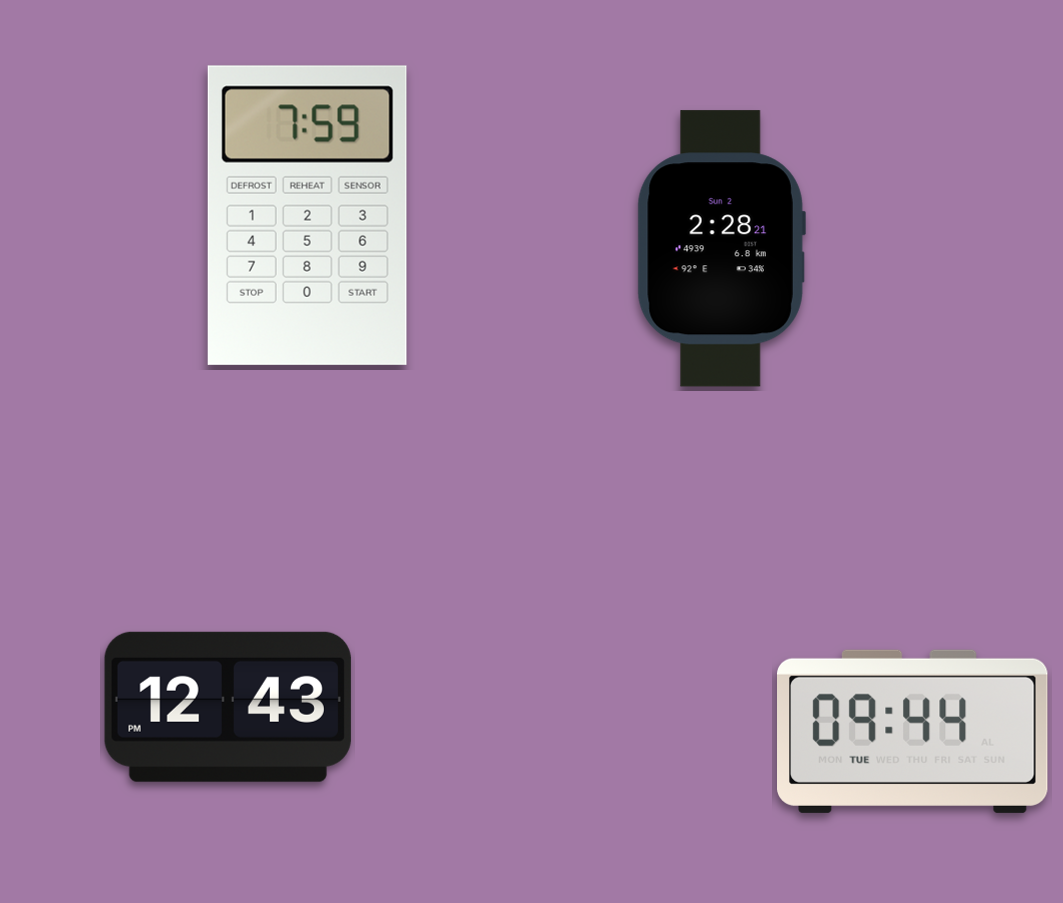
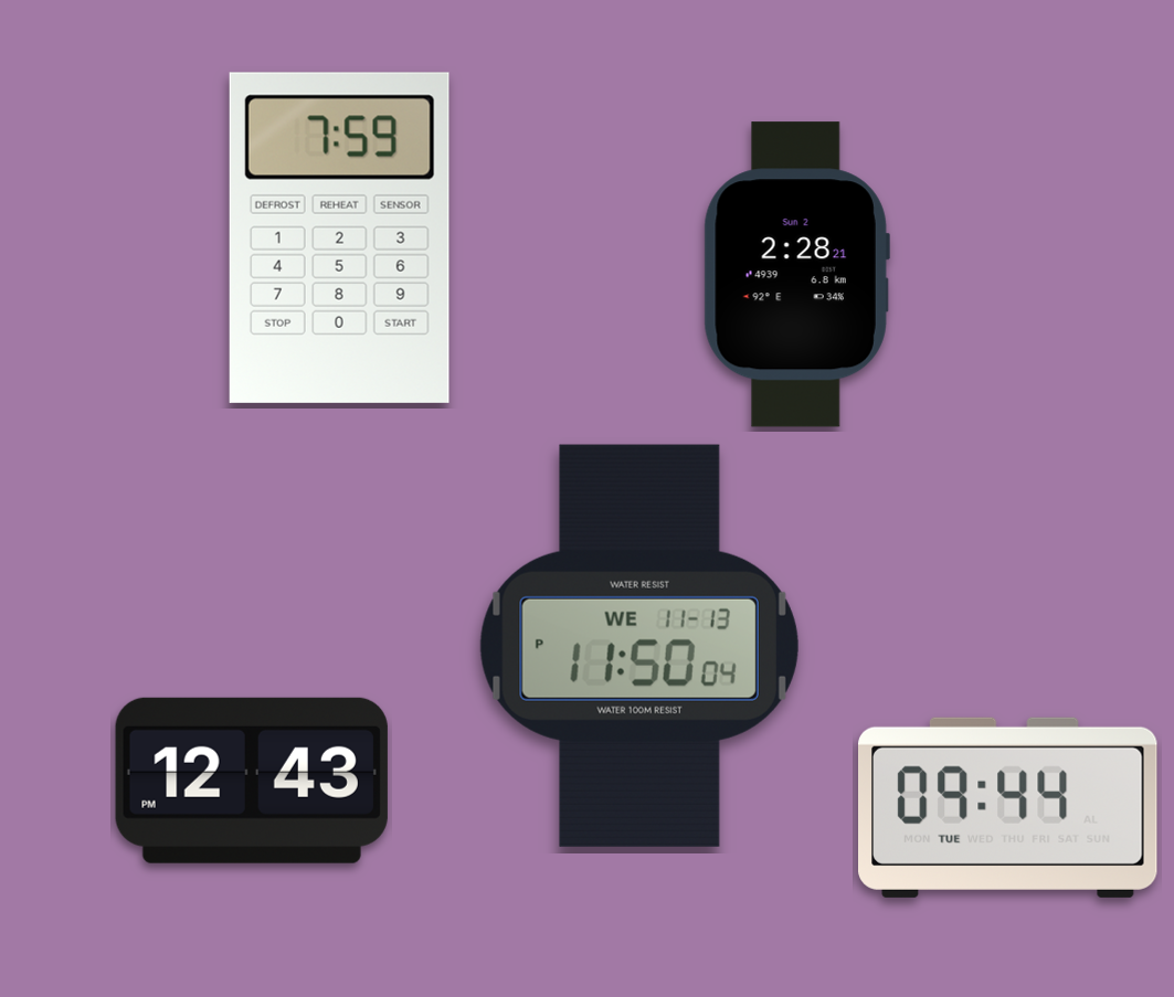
clock at (639, 646): none -> 11:50
